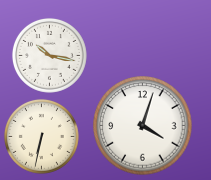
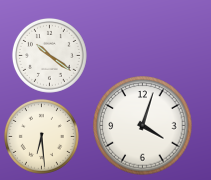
clock at (49, 55): 10:17 -> 10:21
clock at (41, 136): 6:32 -> 6:29
